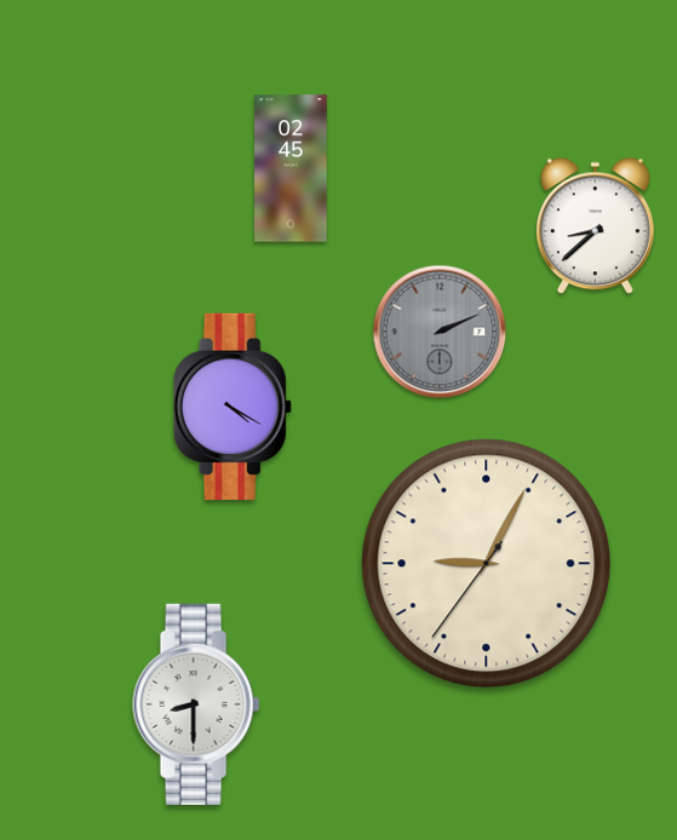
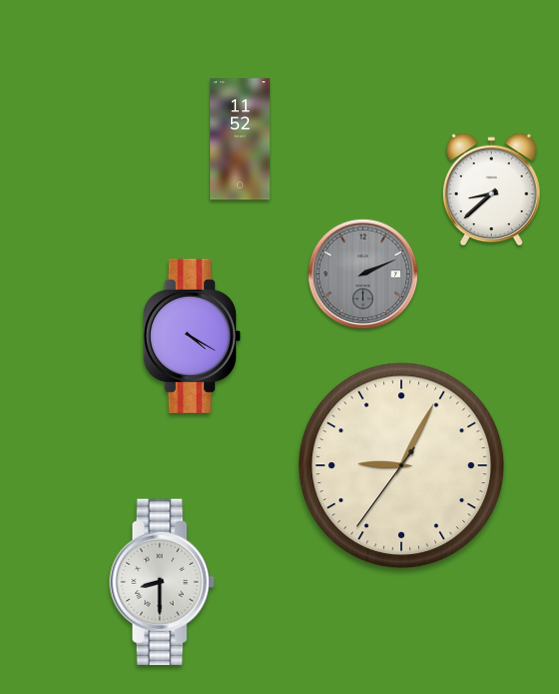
clock at (291, 168): 02:45 -> 11:52
clock at (596, 226) position: (596, 226) -> (492, 190)
